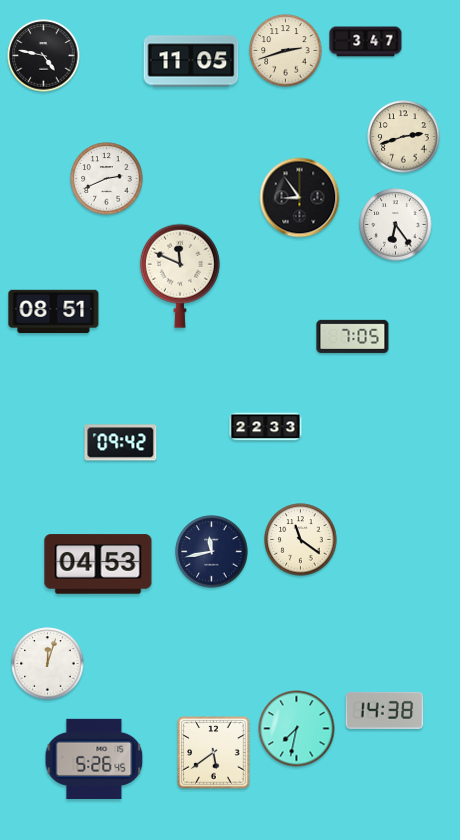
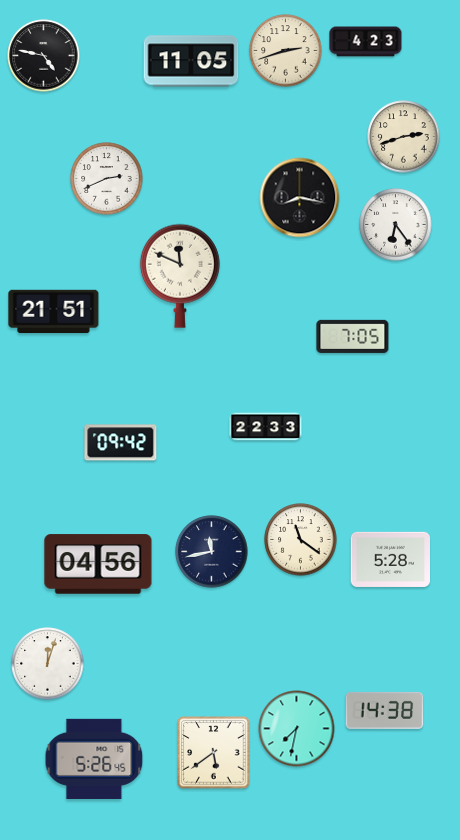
clock at (366, 42): 3:47 -> 4:23
clock at (300, 198): 8:54 -> 8:17
clock at (54, 312): 08:51 -> 21:51
clock at (391, 559): none -> 5:28
clock at (98, 564): 04:53 -> 04:56
